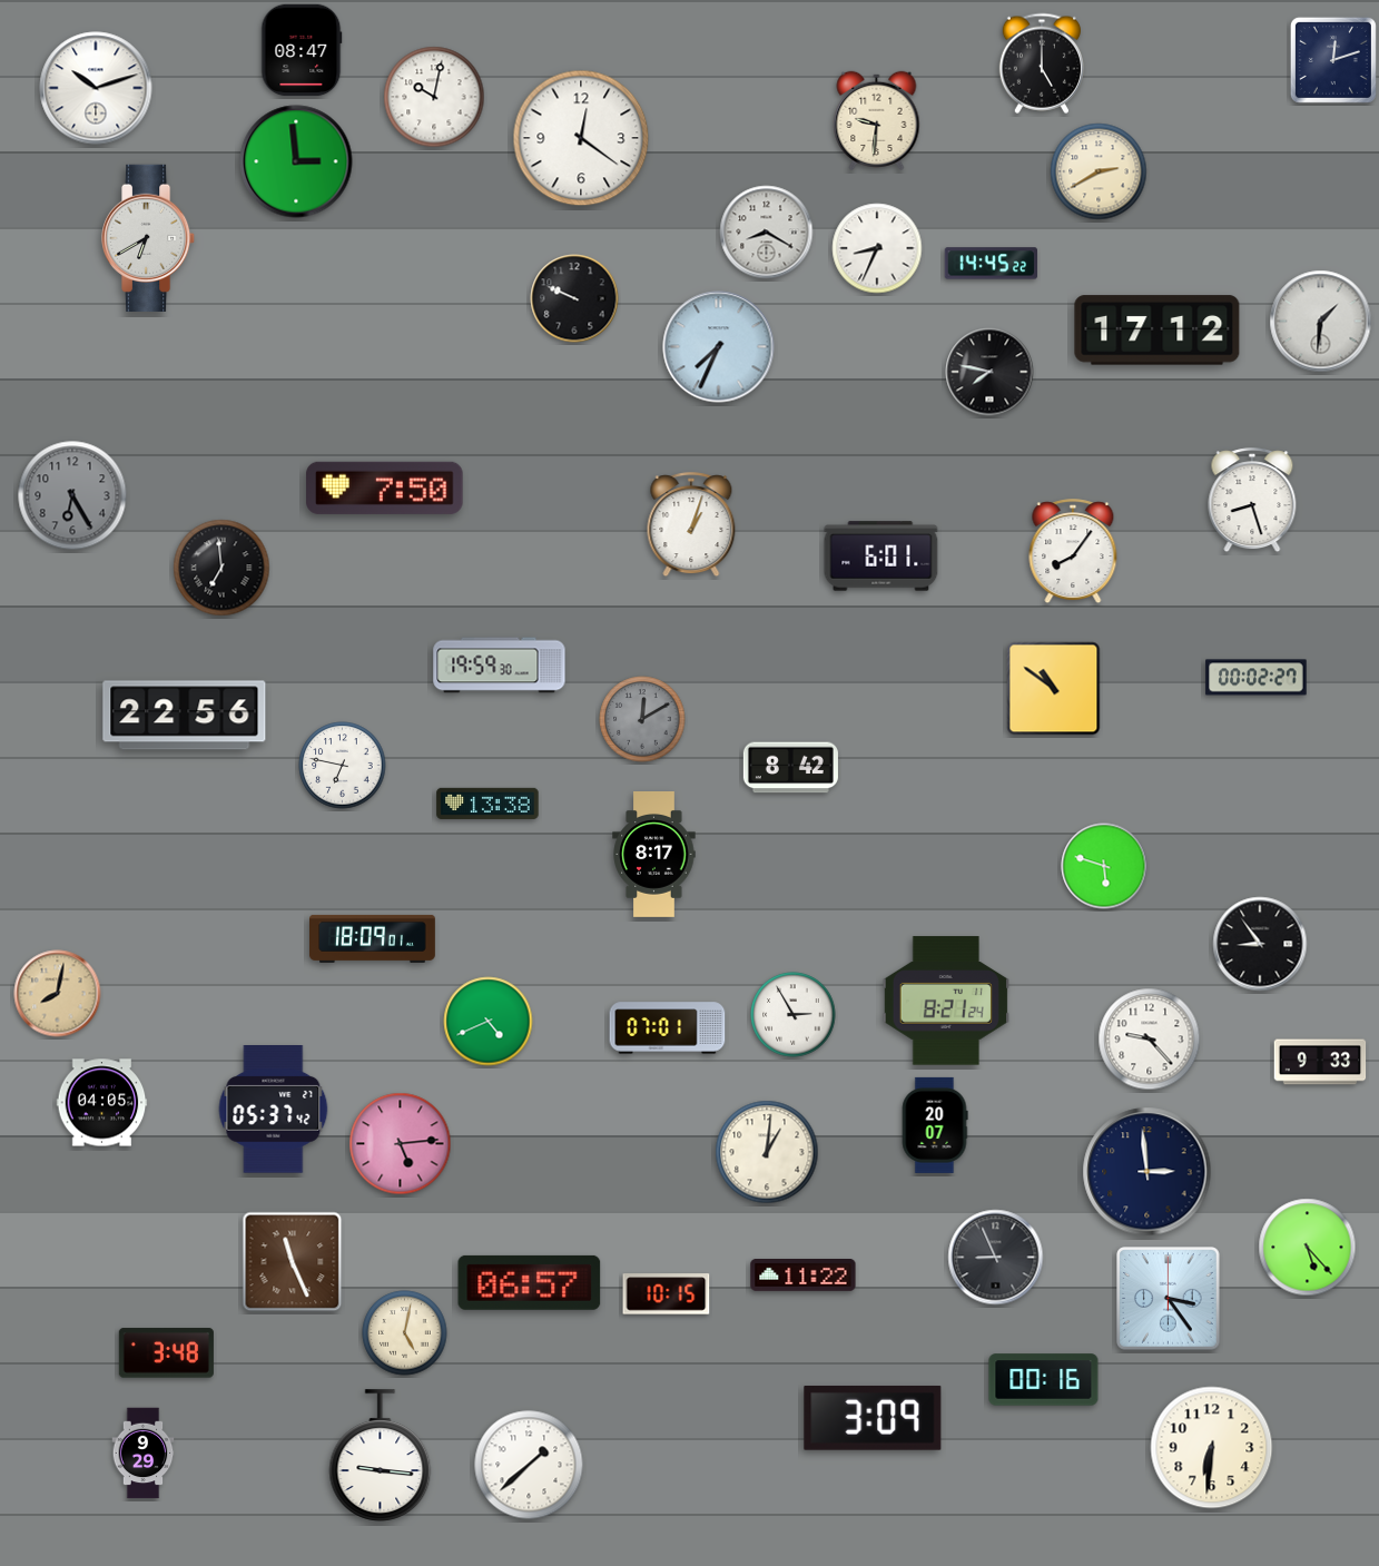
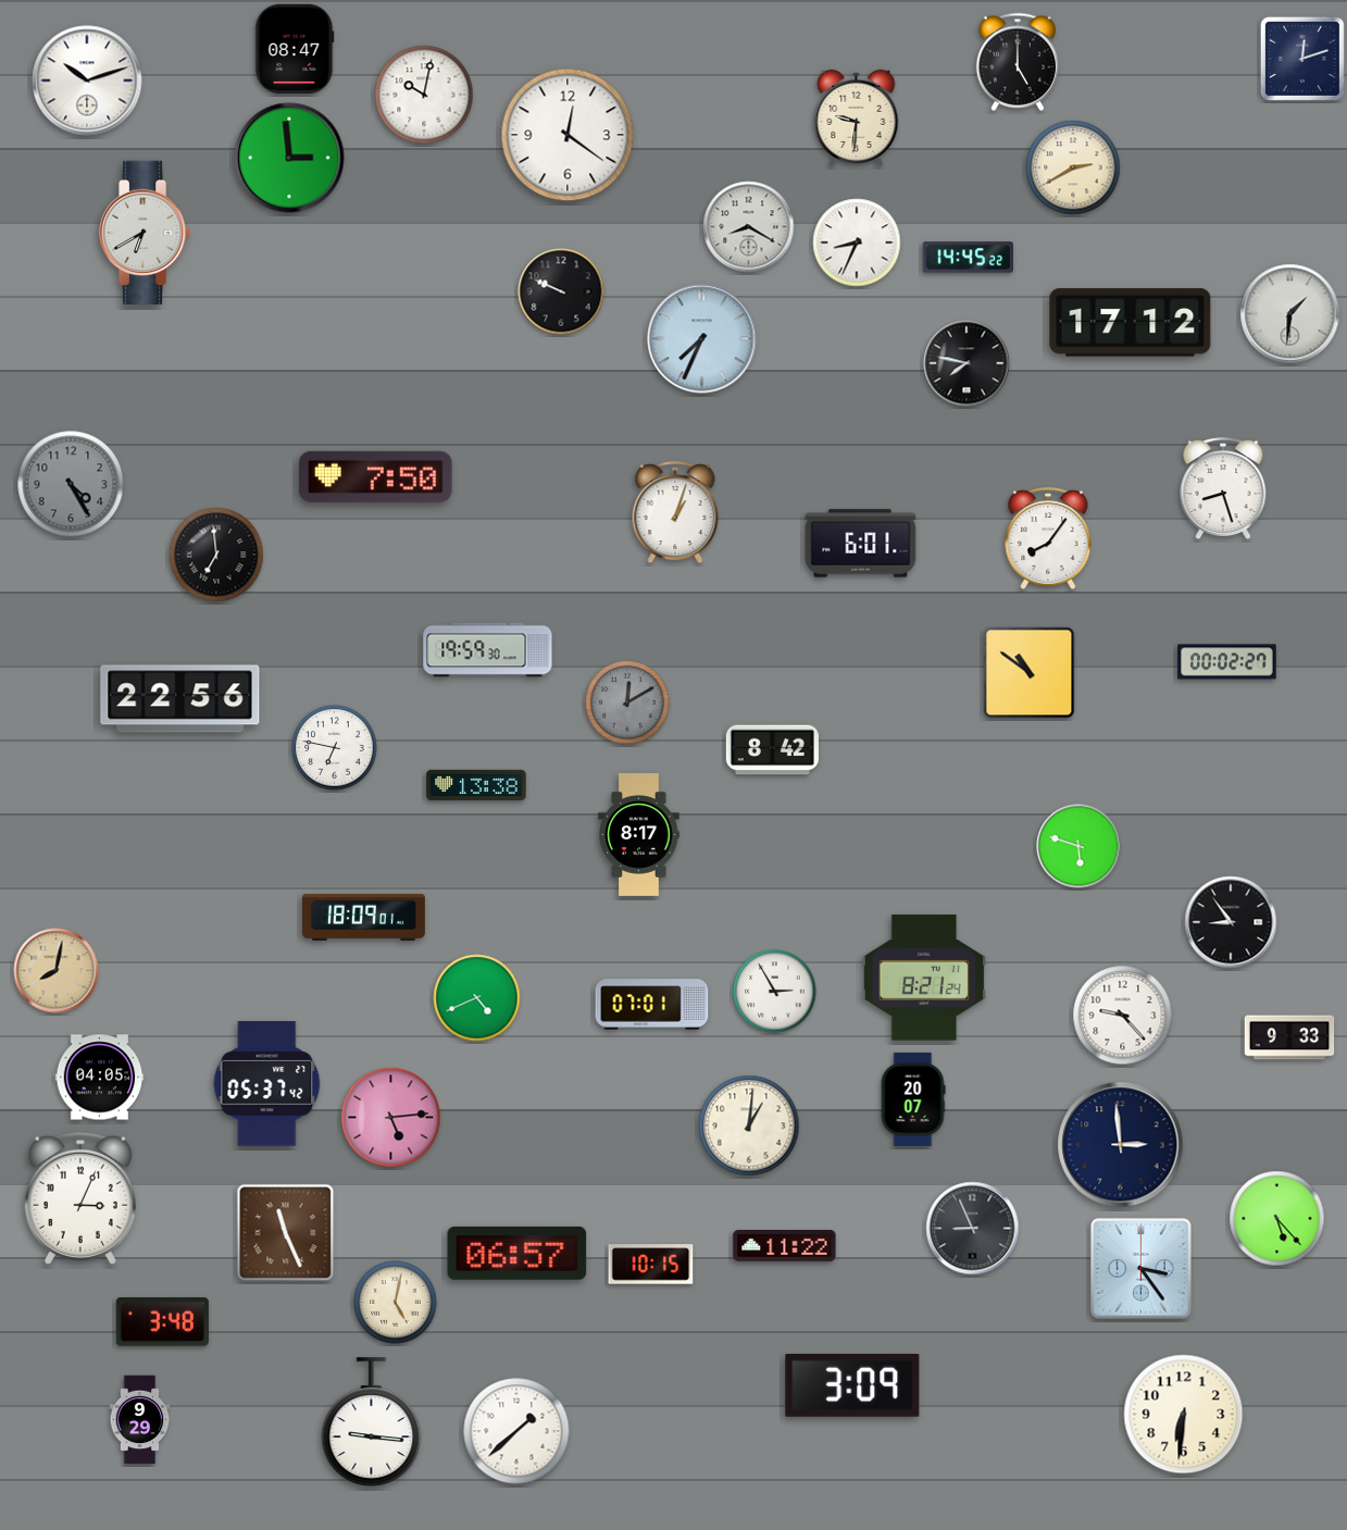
clock at (96, 88) position: (96, 88) -> (87, 80)
clock at (72, 495): 6:25 -> 4:25
clock at (80, 1198): none -> 3:04
clock at (1044, 1380): 00:16 -> none
